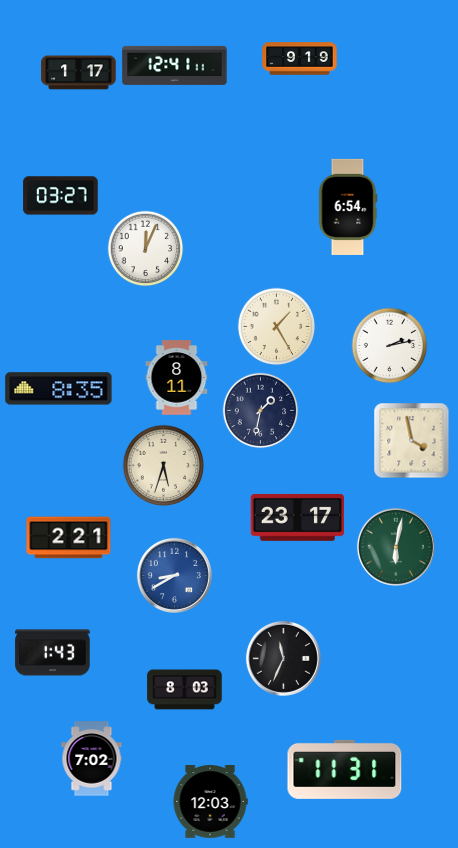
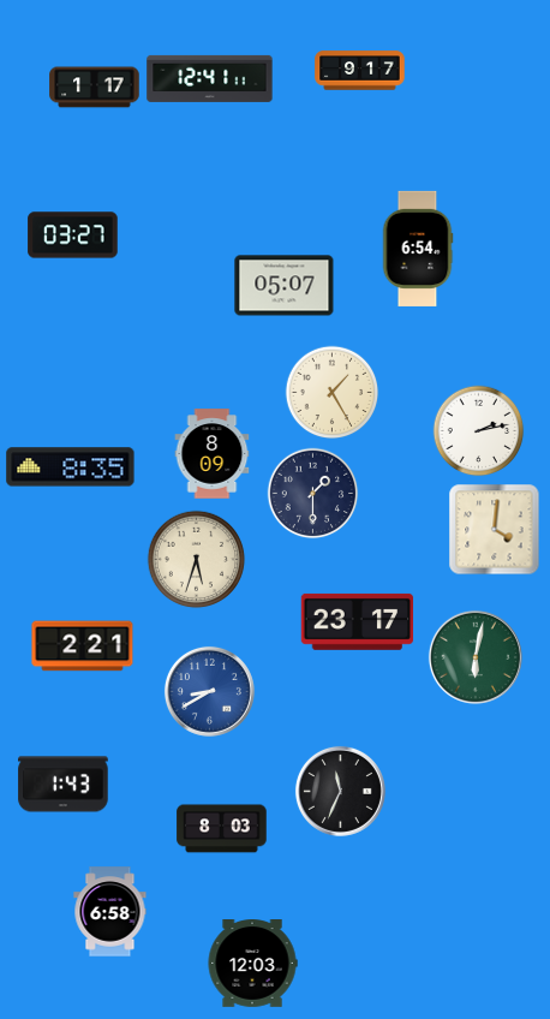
clock at (300, 59): 9:19 -> 9:17
clock at (285, 286): none -> 05:07
clock at (146, 249): 12:04 -> none
clock at (390, 346) position: (390, 346) -> (479, 431)
clock at (177, 378): 8:11 -> 8:09
clock at (261, 411): 1:32 -> 1:30
clock at (412, 441): 3:58 -> 4:01
clock at (92, 759): 7:02 -> 6:58
clock at (345, 769): 11:31 -> none
